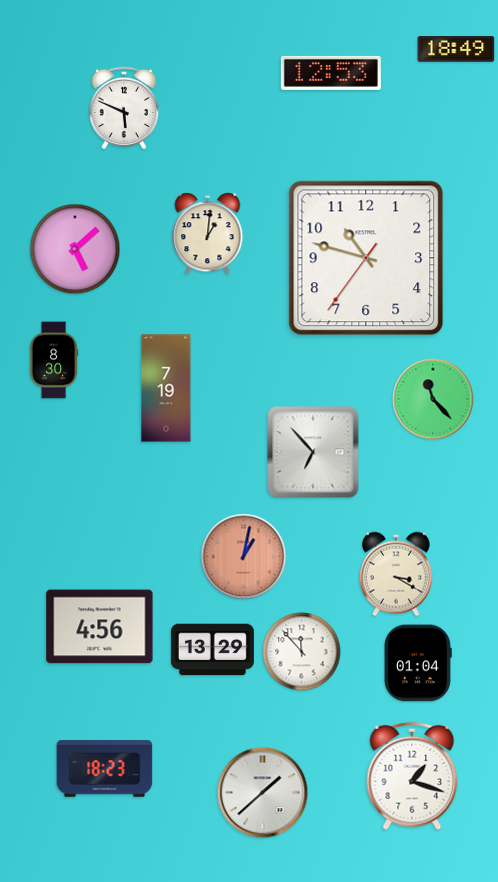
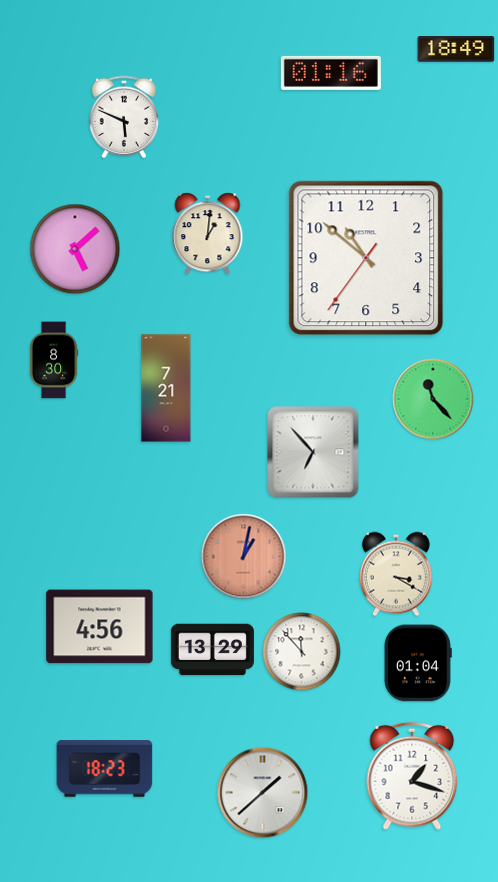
clock at (331, 73): 12:53 -> 01:16
clock at (124, 108) position: (124, 108) -> (124, 117)
clock at (366, 258): 10:47 -> 10:51
clock at (166, 388): 7:19 -> 7:21
